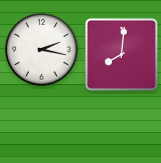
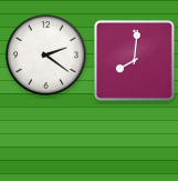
clock at (42, 50): 2:17 -> 2:21
